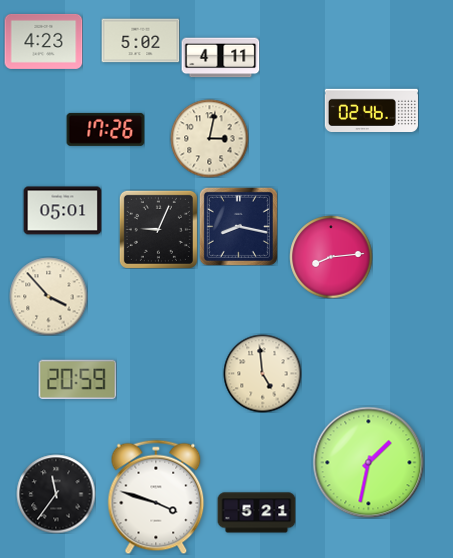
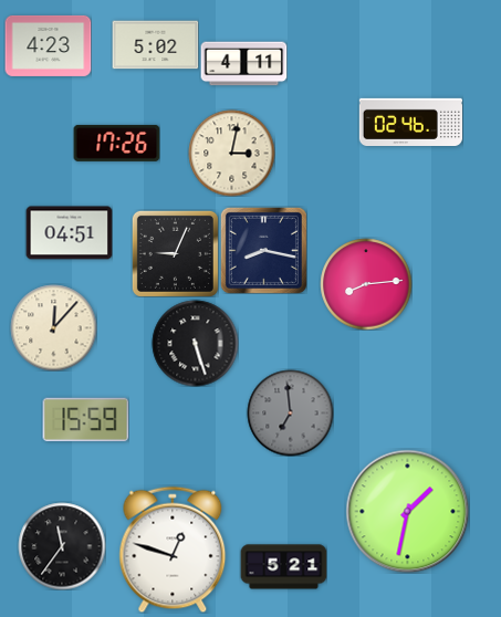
clock at (62, 211): 05:01 -> 04:51
clock at (48, 296): 3:53 -> 12:07
clock at (195, 343): none -> 5:27
clock at (262, 373): 4:59 -> 6:59
clock at (262, 373) dial: cream -> grey
clock at (77, 380): 20:59 -> 15:59
clock at (156, 497): 3:48 -> 12:48
